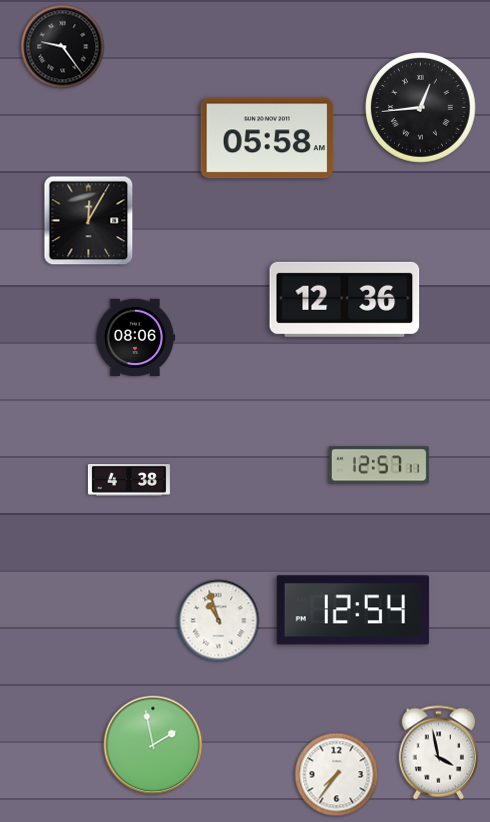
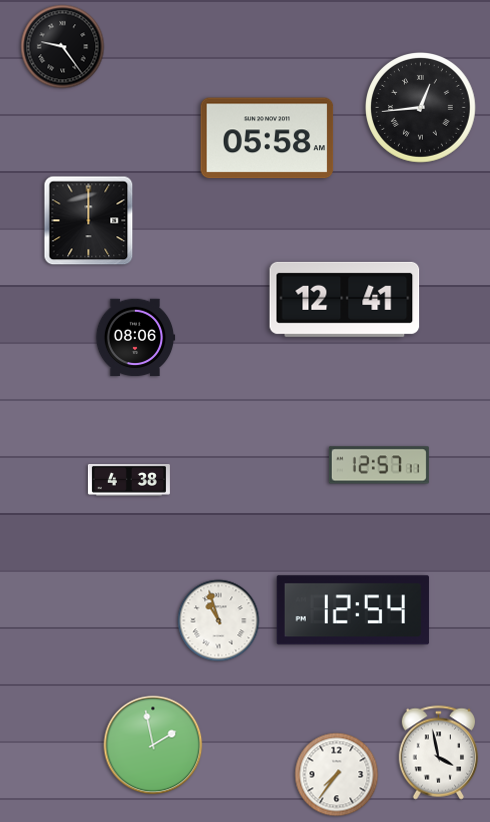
clock at (89, 221): 12:05 -> 12:00
clock at (345, 299): 12:36 -> 12:41
